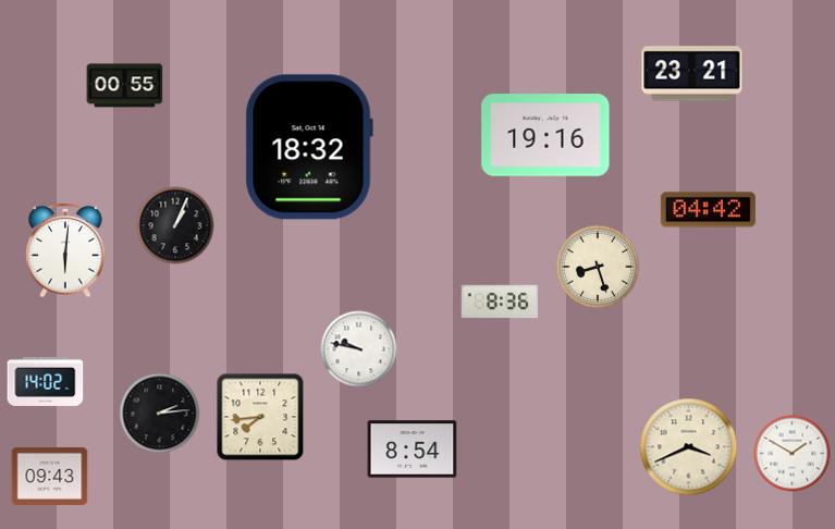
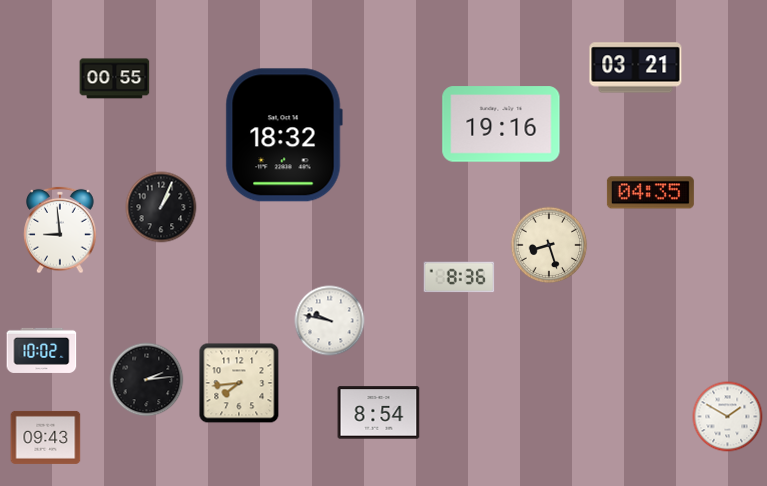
clock at (692, 74): 23:21 -> 03:21
clock at (708, 210): 04:42 -> 04:35
clock at (65, 250): 6:01 -> 8:59
clock at (46, 381): 14:02 -> 10:02
clock at (689, 447): 3:41 -> none
